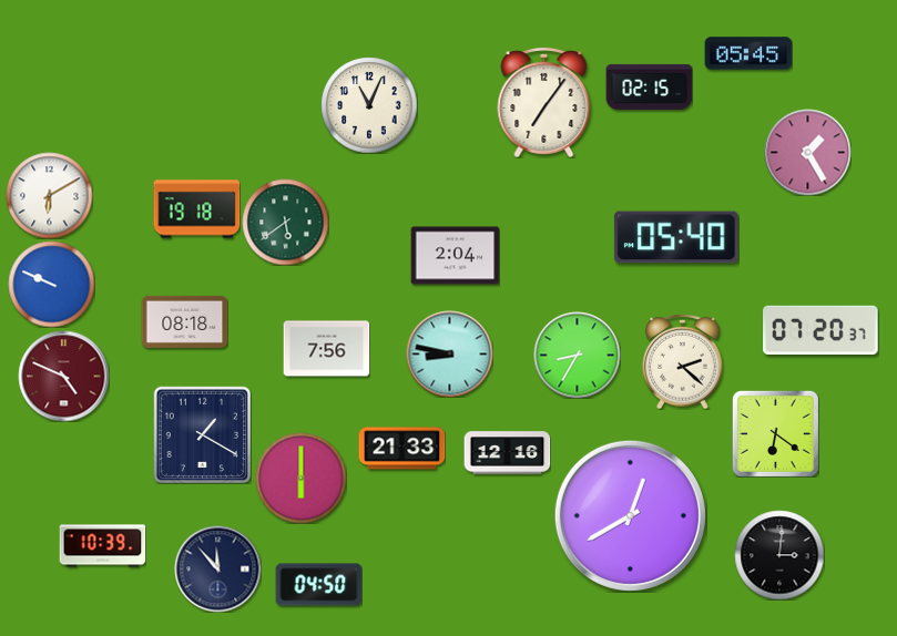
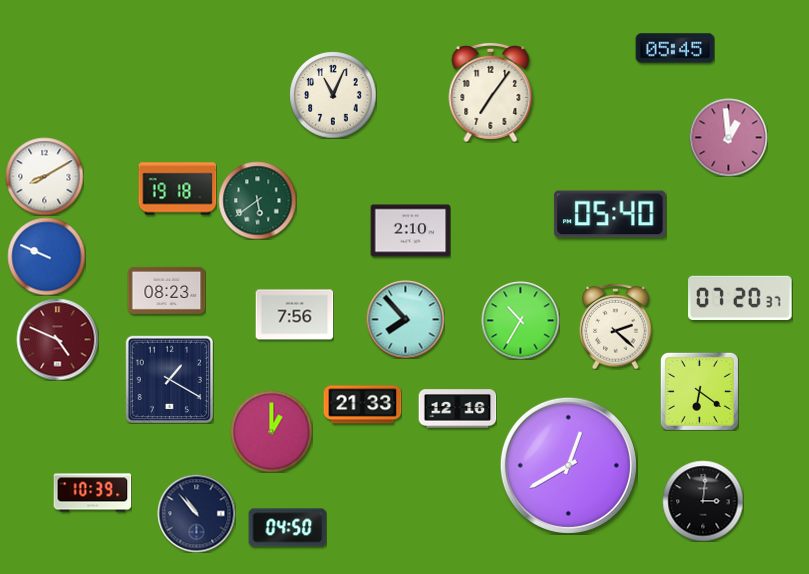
clock at (649, 86): 02:15 -> none
clock at (807, 152): 1:25 -> 12:59
clock at (49, 195): 6:10 -> 8:10
clock at (455, 256): 2:04 -> 2:10
clock at (184, 321): 08:18 -> 08:23
clock at (449, 353): 8:47 -> 7:53
clock at (577, 355): 8:35 -> 10:35
clock at (202, 434) position: (202, 434) -> (169, 379)
clock at (300, 478): 6:00 -> 1:00
clock at (217, 568): 11:53 -> 10:53
